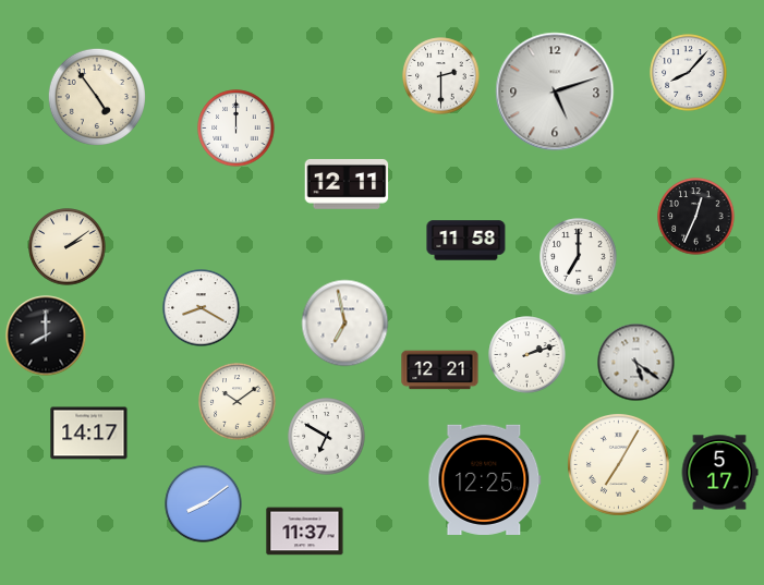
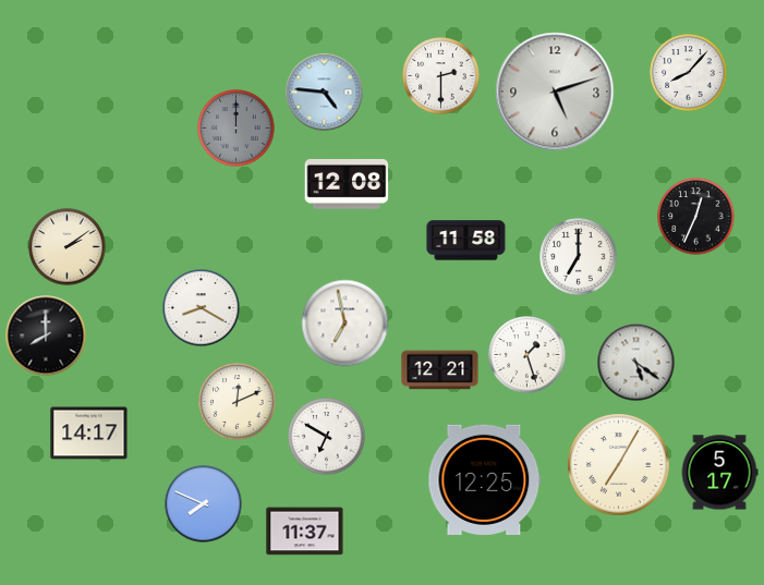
clock at (325, 93): none -> 4:46
clock at (97, 97): 4:54 -> none
clock at (237, 129) dial: white -> grey
clock at (347, 184): 12:11 -> 12:08
clock at (527, 355): 2:12 -> 1:27
clock at (238, 402): 10:09 -> 12:11
clock at (204, 504): 8:09 -> 7:49
